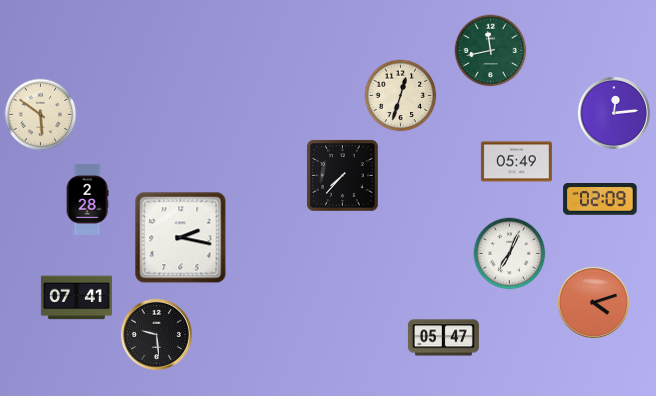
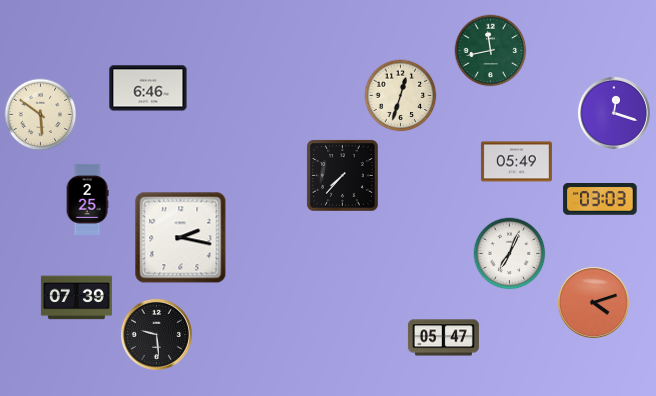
clock at (148, 88): none -> 6:46
clock at (614, 113): 12:14 -> 12:18
clock at (87, 199): 2:28 -> 2:25
clock at (600, 199): 02:09 -> 03:03
clock at (76, 298): 07:41 -> 07:39
